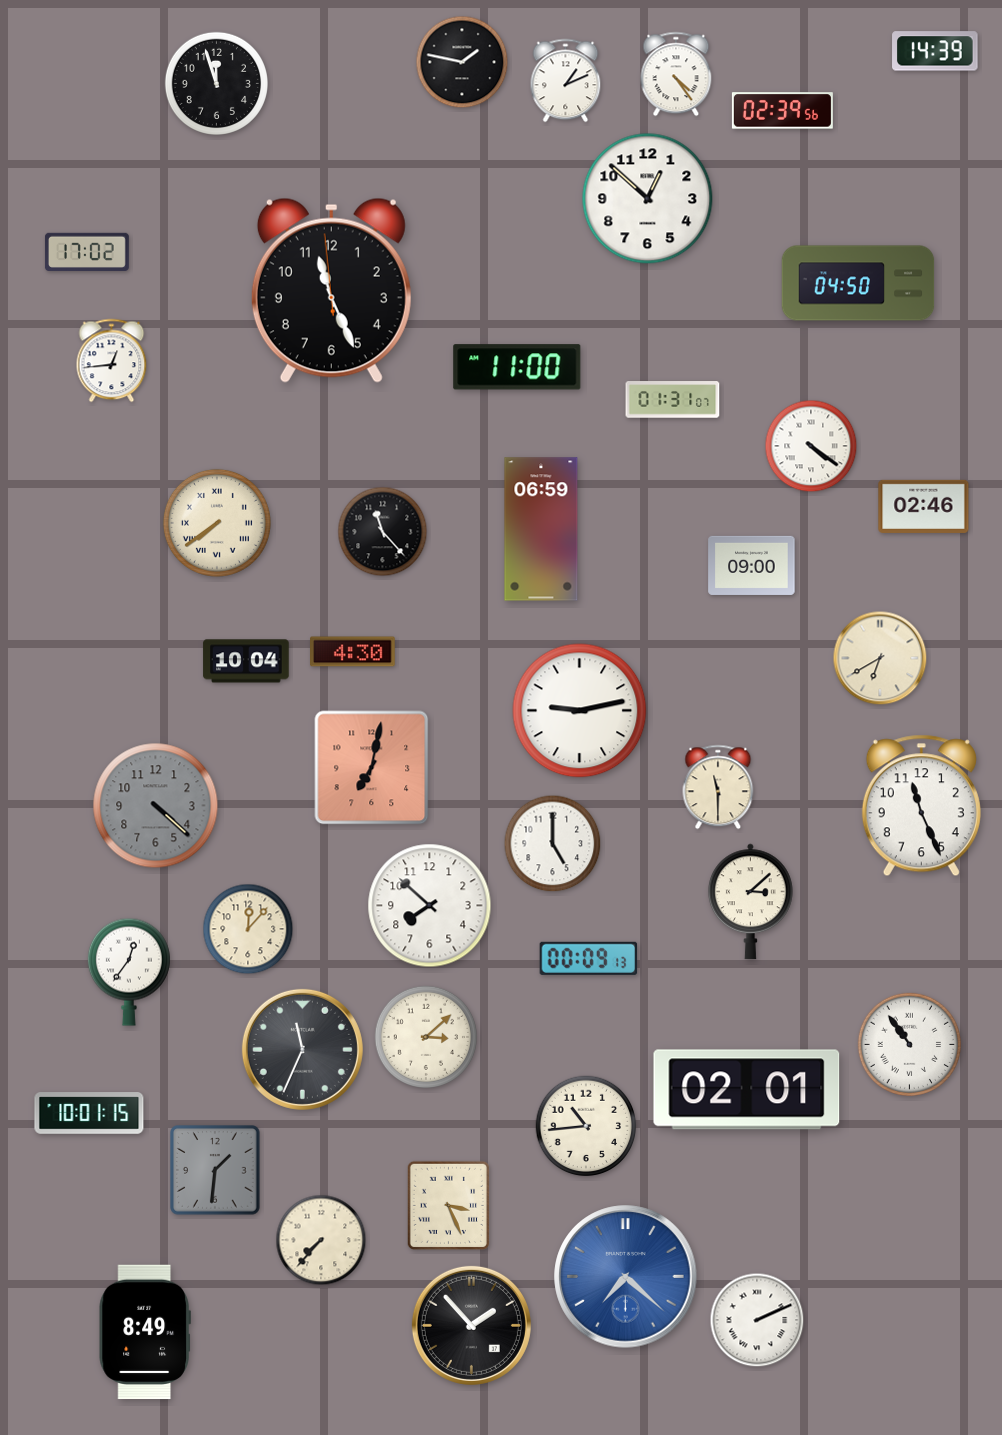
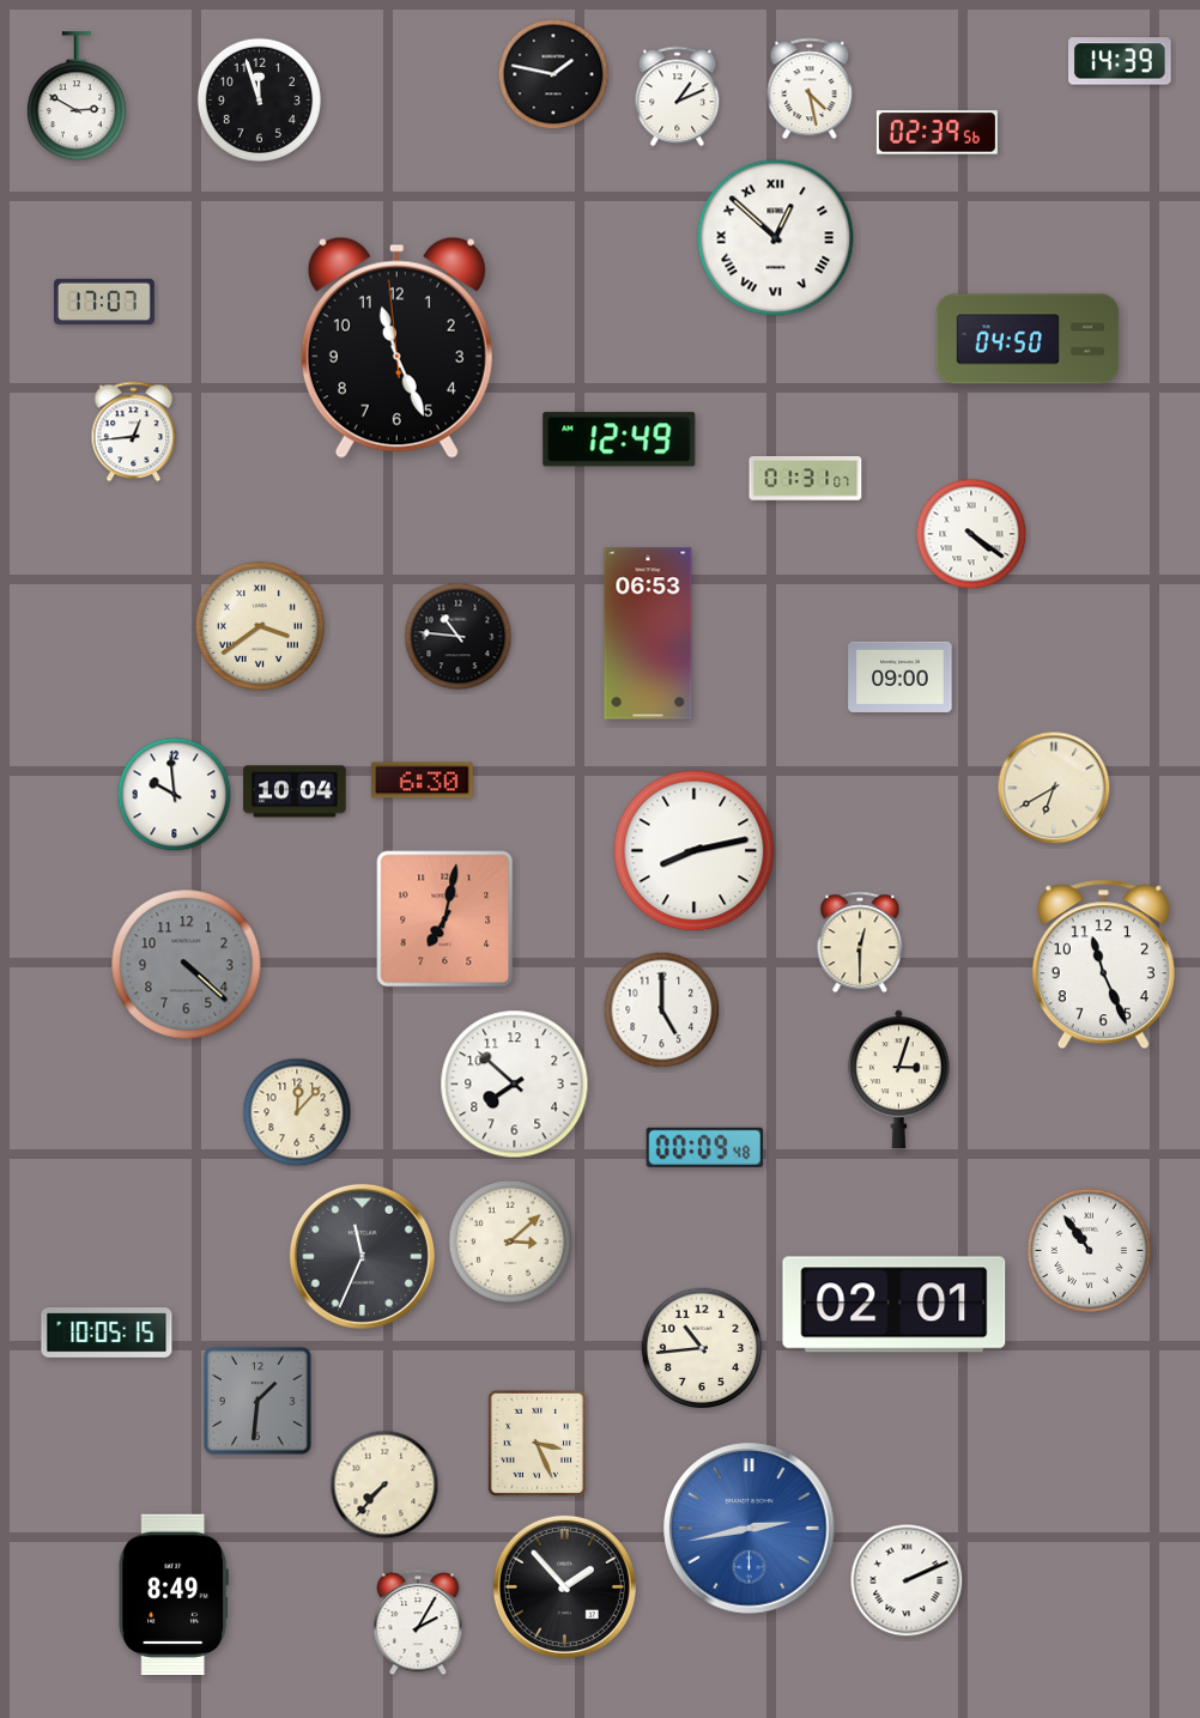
clock at (676, 74): 4:24 -> 4:28
clock at (77, 97): none -> 2:50
clock at (648, 199) numerals: Arabic -> Roman
clock at (87, 251): 17:02 -> 17:07
clock at (517, 367): 11:00 -> 12:49
clock at (924, 506): 02:46 -> none
clock at (217, 523): 7:39 -> 3:39
clock at (541, 529): 06:59 -> 06:53
clock at (383, 532): 11:23 -> 10:46
clock at (353, 652): 4:30 -> 6:30
clock at (175, 795): none -> 9:59
clock at (580, 711): 9:13 -> 8:13
clock at (718, 787): 11:30 -> 12:30
clock at (750, 902): 3:08 -> 3:03
clock at (589, 958): 00:09:13 -> 00:09:48
clock at (129, 972): 12:36 -> none
clock at (89, 1113): 10:01 -> 10:05
clock at (626, 1277): 7:22 -> 2:43
clock at (418, 1623): none -> 2:05
